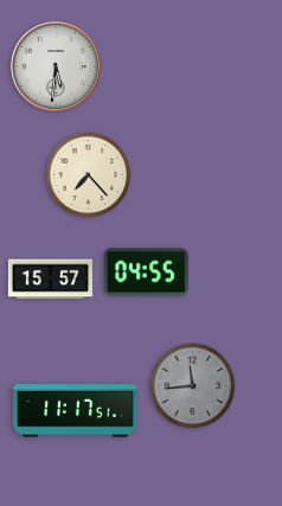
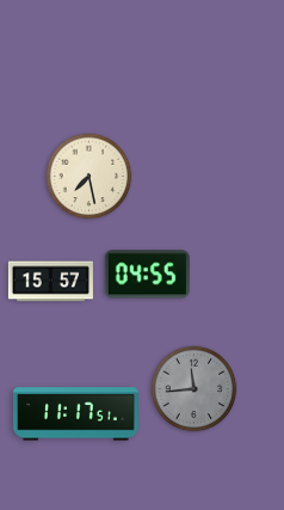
clock at (56, 66): 5:31 -> none
clock at (89, 175): 7:23 -> 7:28
